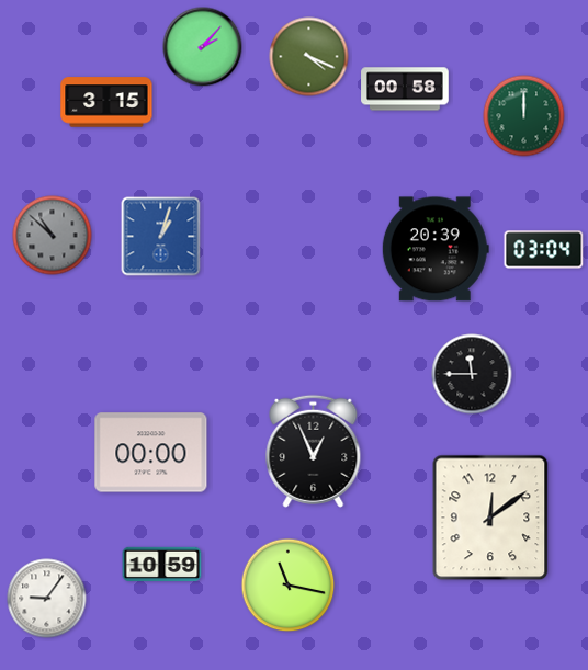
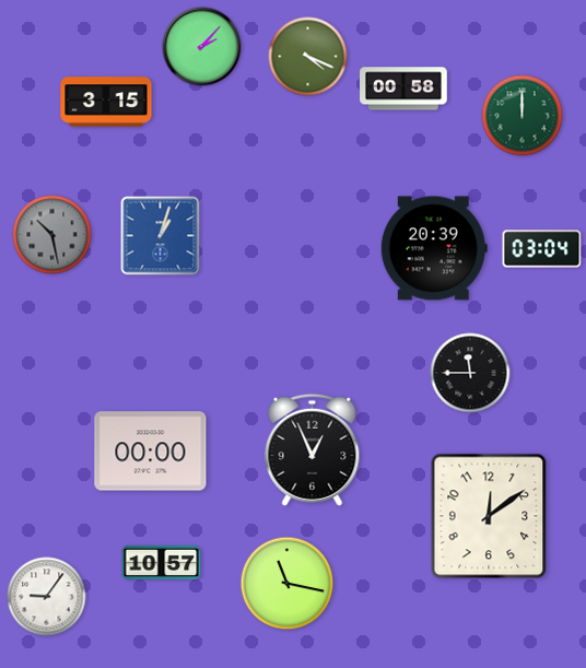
clock at (53, 236): 10:52 -> 10:28
clock at (162, 565): 10:59 -> 10:57
